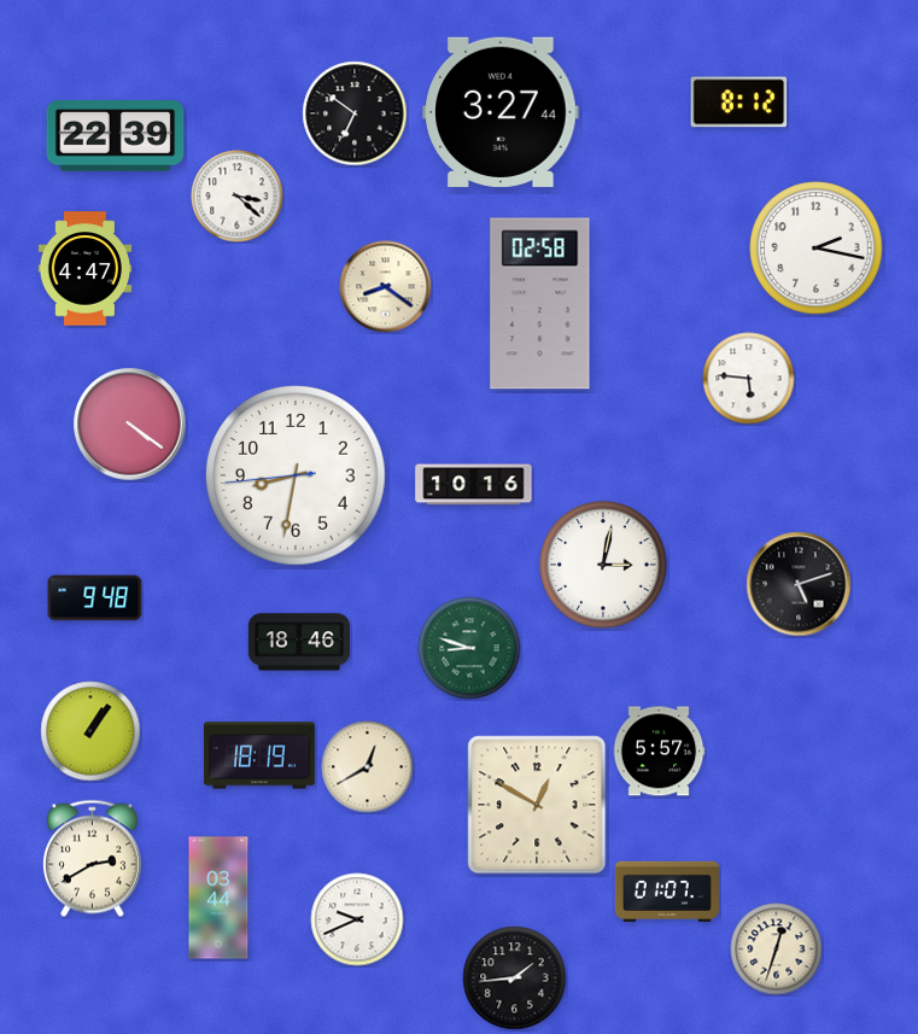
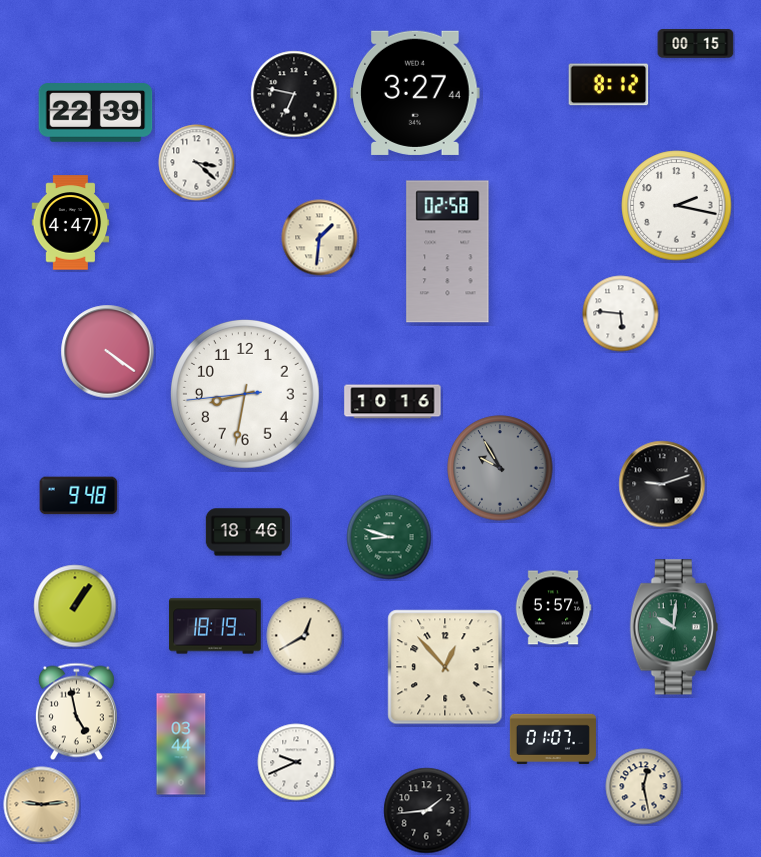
clock at (696, 44): none -> 00:15
clock at (739, 103) position: (739, 103) -> (609, 85)
clock at (355, 113): 6:51 -> 6:47
clock at (386, 287): 8:21 -> 1:31
clock at (603, 565): 3:02 -> 9:55
clock at (603, 565) dial: white -> grey
clock at (799, 584): 5:12 -> 9:12
clock at (659, 752) position: (659, 752) -> (553, 608)
clock at (674, 627): none -> 10:01
clock at (537, 805): 12:50 -> 12:53
clock at (92, 859): 2:40 -> 4:58
clock at (777, 950): 12:33 -> 12:28
clock at (42, 805): none -> 9:14
